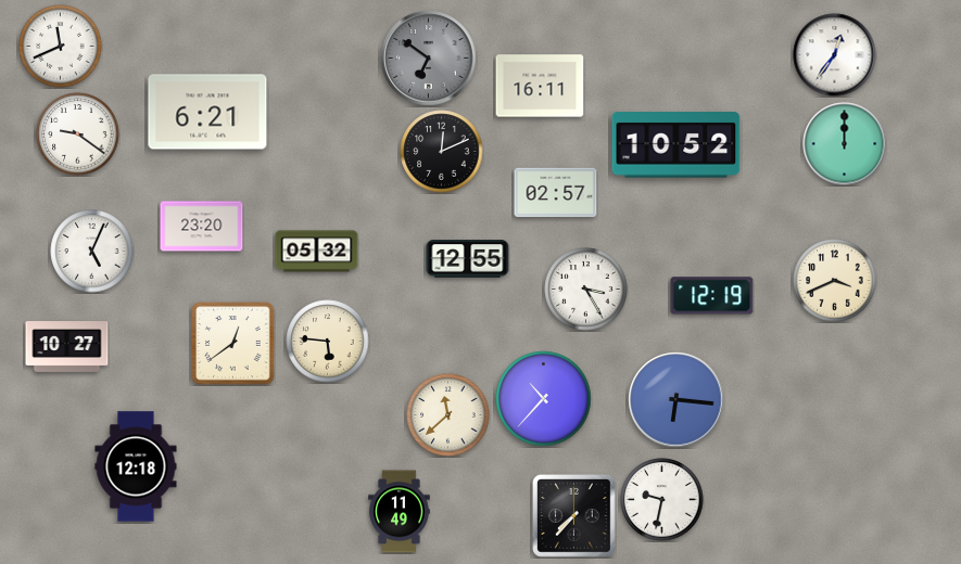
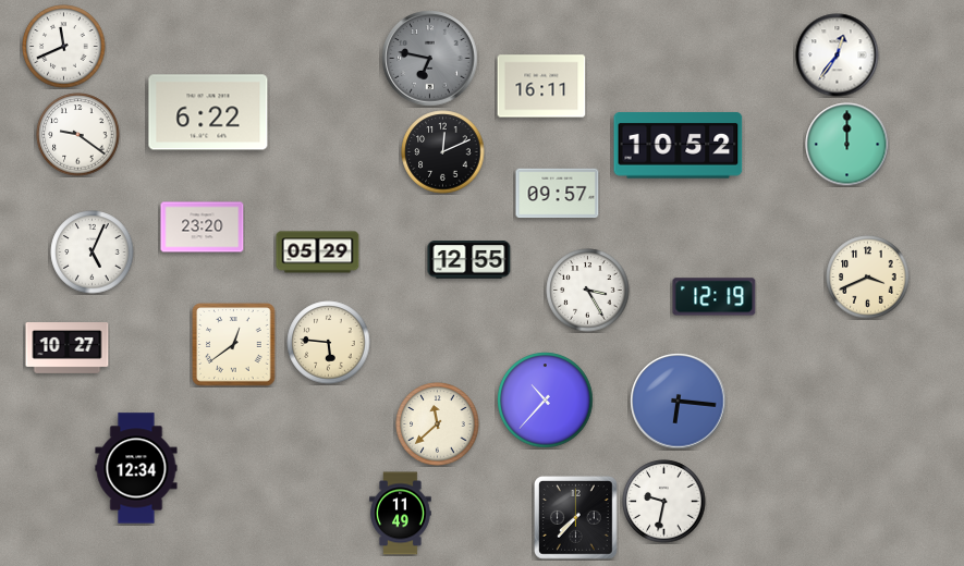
clock at (61, 47) position: (61, 47) -> (64, 47)
clock at (429, 59): 6:51 -> 6:47
clock at (207, 112): 6:21 -> 6:22
clock at (556, 193): 02:57 -> 09:57
clock at (317, 252): 05:32 -> 05:29
clock at (835, 281) position: (835, 281) -> (868, 278)
clock at (448, 415) position: (448, 415) -> (438, 424)
clock at (136, 466): 12:18 -> 12:34
